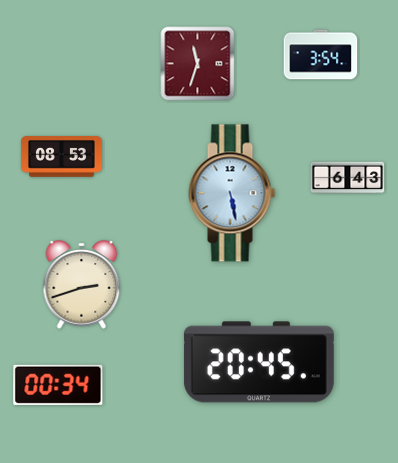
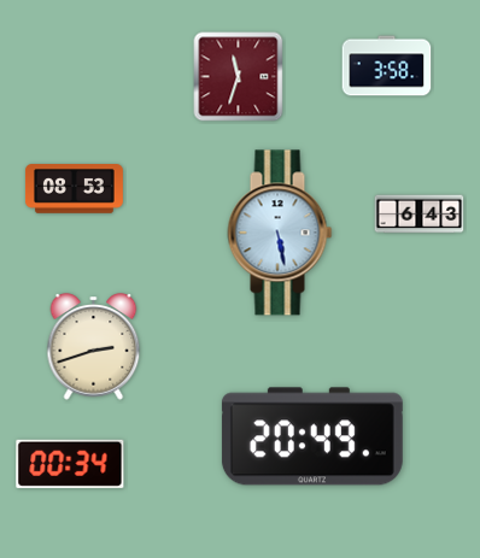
clock at (321, 55): 3:54 -> 3:58
clock at (82, 285) position: (82, 285) -> (94, 347)
clock at (259, 362): 20:45 -> 20:49
